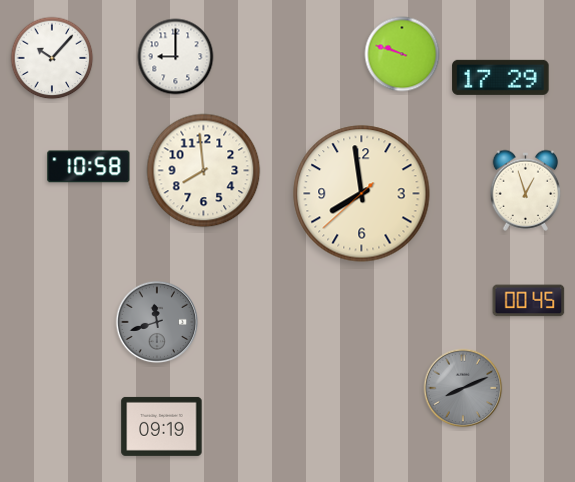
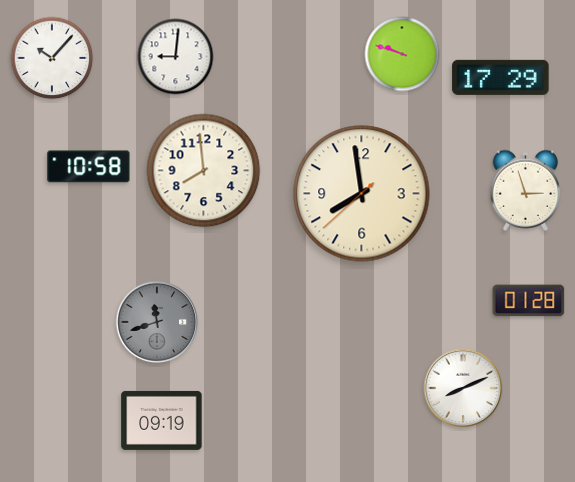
clock at (176, 57): 9:00 -> 9:01
clock at (526, 190): 12:57 -> 2:57
clock at (529, 301): 00:45 -> 01:28
clock at (463, 388) dial: grey -> white
clock at (162, 426) position: (162, 426) -> (162, 420)
